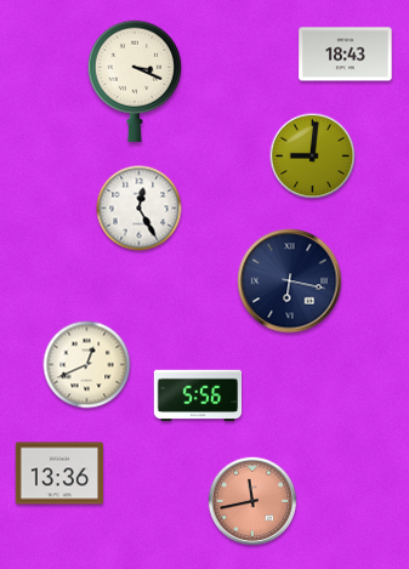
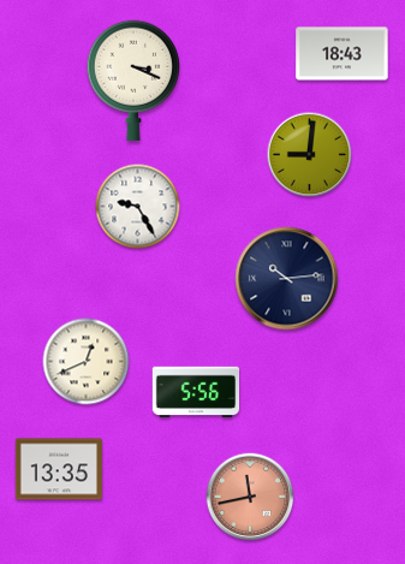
clock at (140, 209): 12:25 -> 9:25
clock at (290, 281): 6:17 -> 10:14
clock at (59, 473): 13:36 -> 13:35
